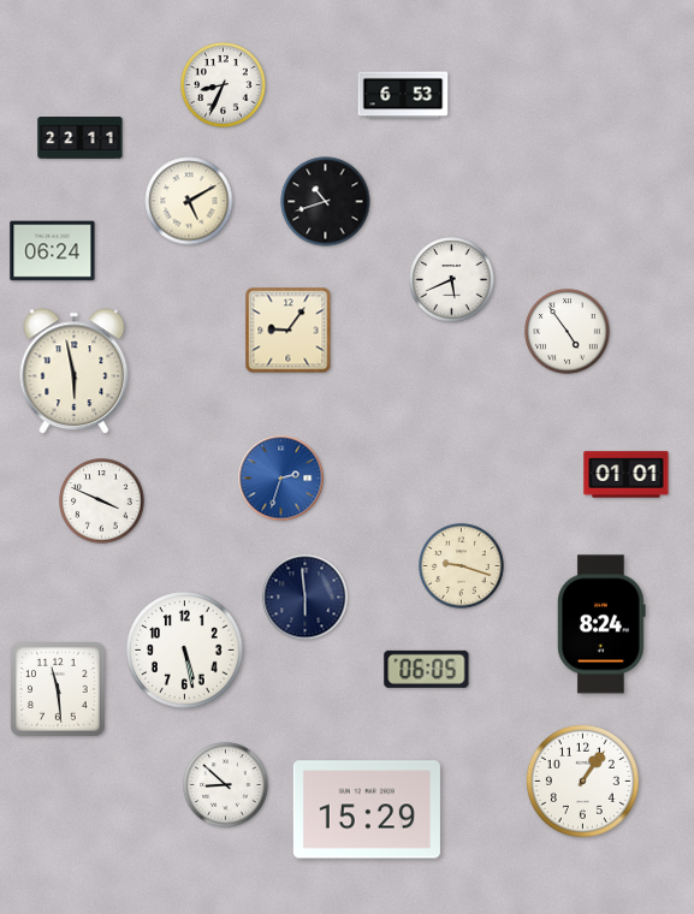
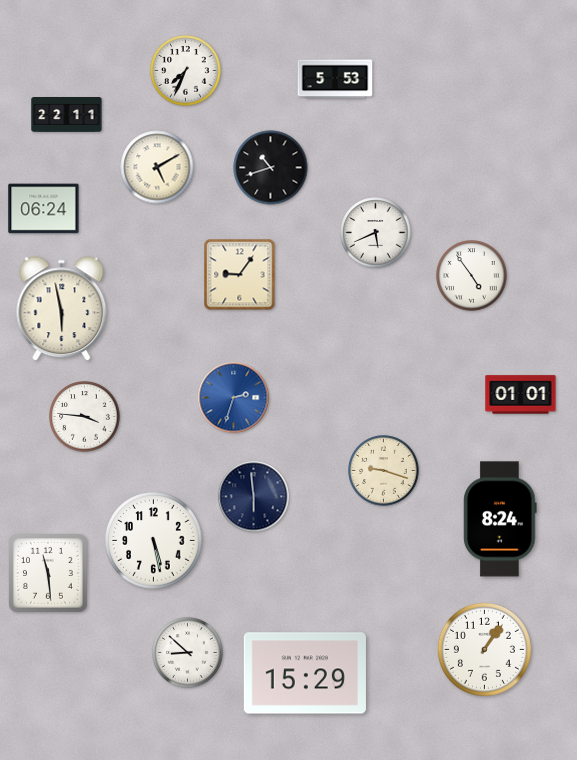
clock at (224, 85): 8:34 -> 7:34
clock at (403, 95): 6:53 -> 5:53
clock at (102, 501): 3:49 -> 3:46
clock at (427, 669): 06:05 -> none
